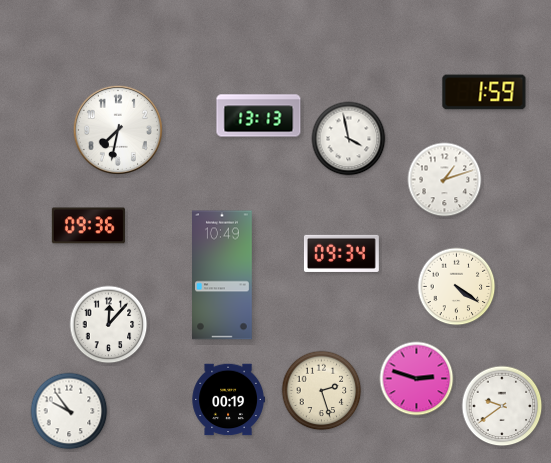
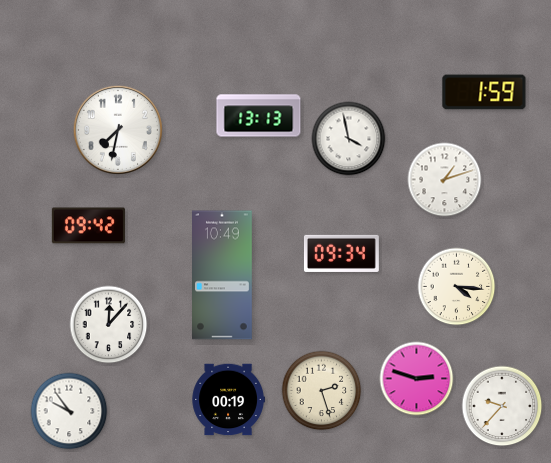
clock at (88, 226): 09:36 -> 09:42
clock at (457, 287): 4:21 -> 4:16
clock at (502, 406): 9:39 -> 9:37
